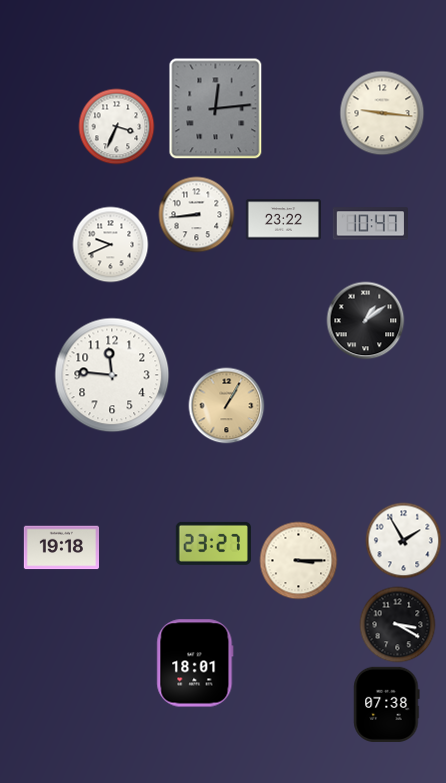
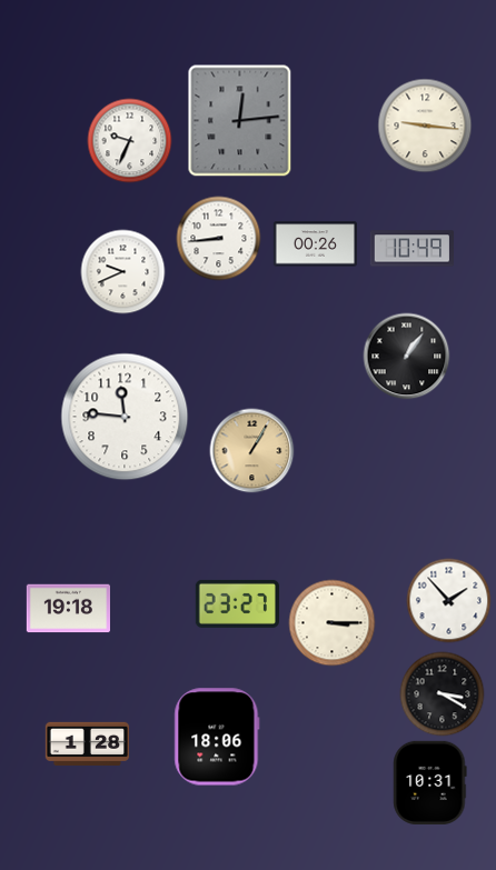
clock at (117, 127): 3:34 -> 9:34
clock at (283, 220): 23:22 -> 00:26
clock at (370, 224): 10:47 -> 10:49
clock at (366, 321): 1:09 -> 1:06
clock at (404, 541): 1:55 -> 1:53
clock at (195, 663): 18:01 -> 18:06
clock at (88, 743): none -> 1:28
clock at (387, 704): 07:38 -> 10:31
